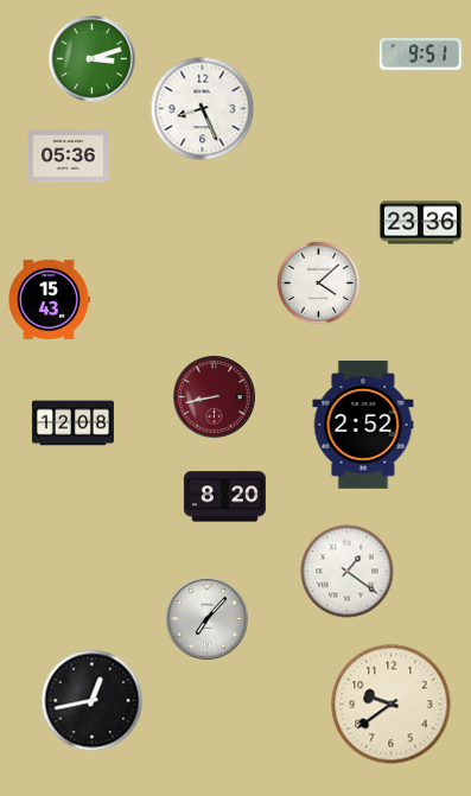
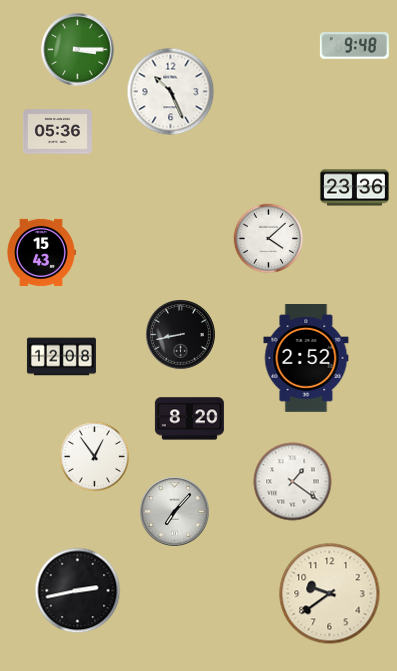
clock at (420, 55): 9:51 -> 9:48
clock at (93, 59): 3:12 -> 3:15
clock at (203, 109): 8:26 -> 10:26
clock at (215, 397) dial: burgundy -> black
clock at (95, 457): none -> 12:54
clock at (208, 619) position: (208, 619) -> (175, 512)
clock at (93, 701): 12:43 -> 2:43
